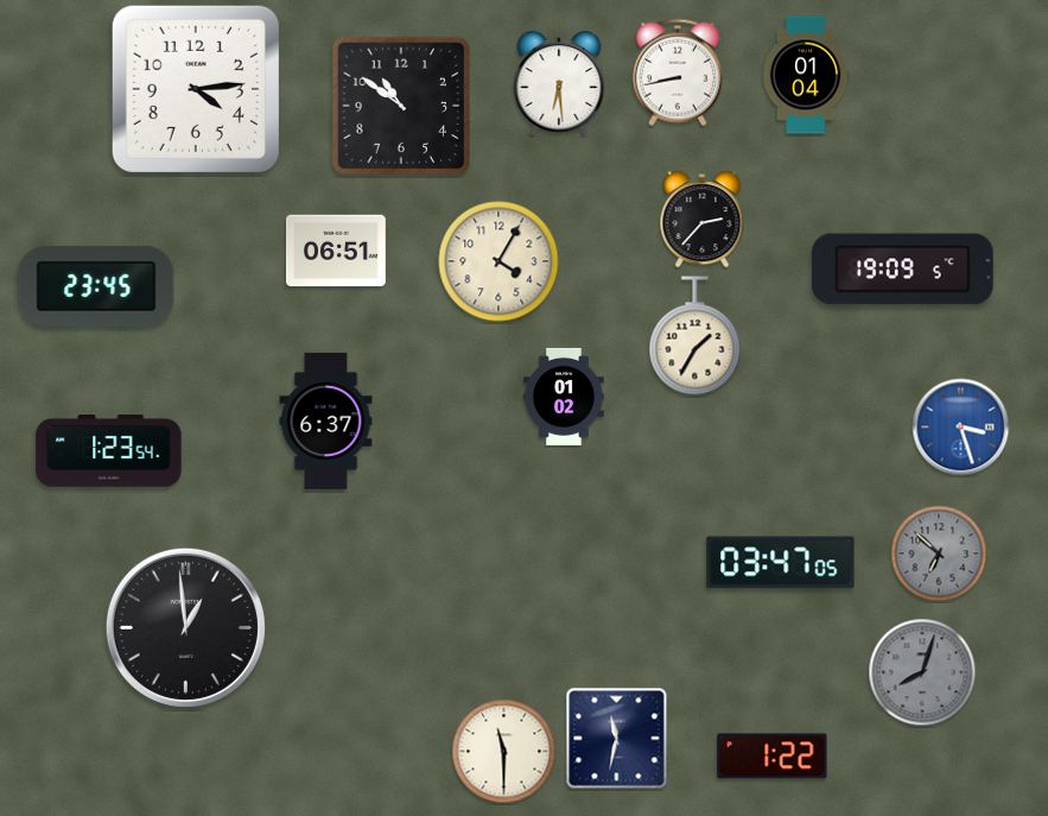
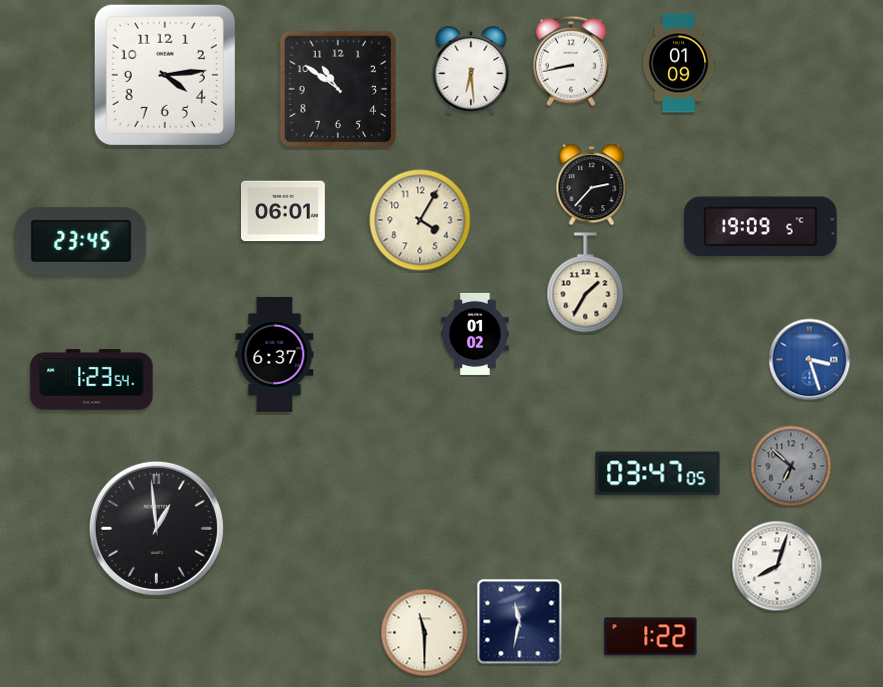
clock at (806, 75): 01:04 -> 01:09
clock at (337, 251): 06:51 -> 06:01
clock at (922, 672) dial: grey -> white
